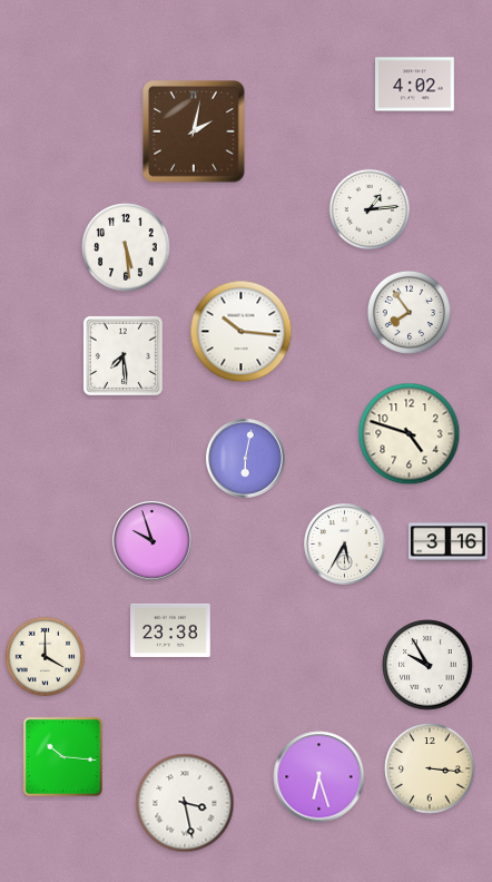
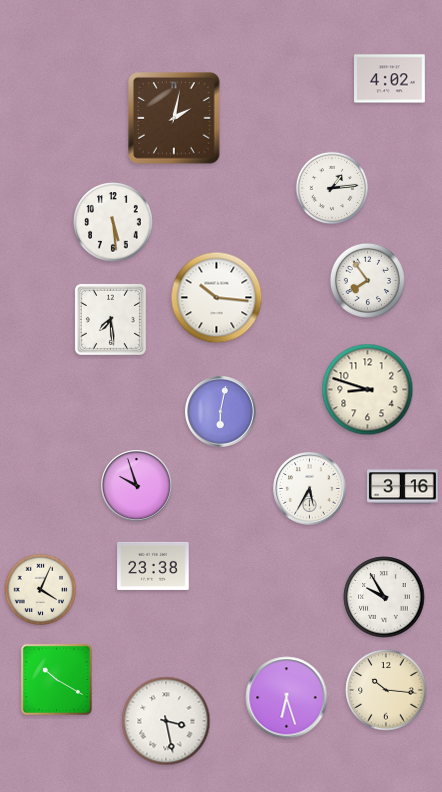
clock at (415, 85) position: (415, 85) -> (390, 79)
clock at (410, 434): 4:48 -> 8:48
clock at (46, 657): 4:00 -> 4:04
clock at (62, 756): 10:16 -> 10:20
clock at (430, 768): 3:16 -> 10:16
